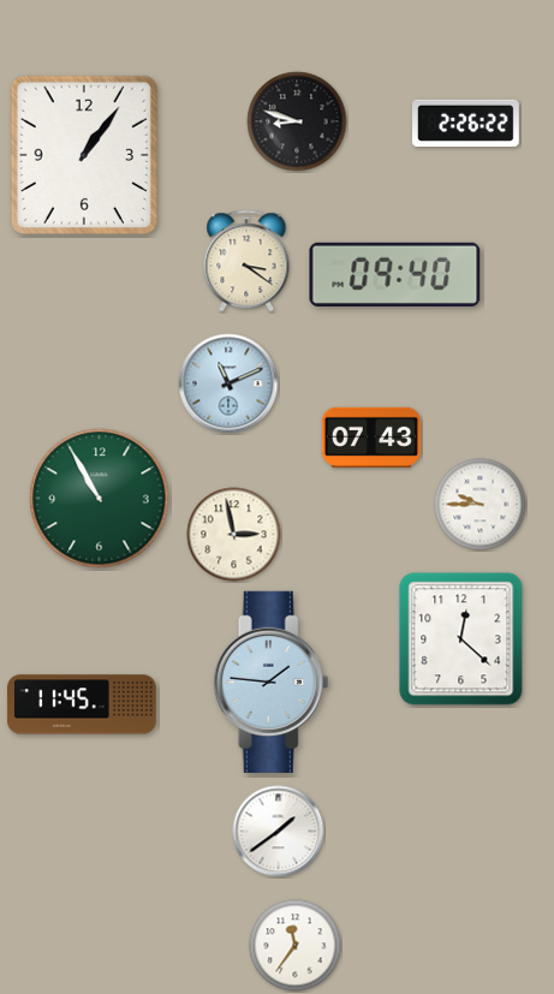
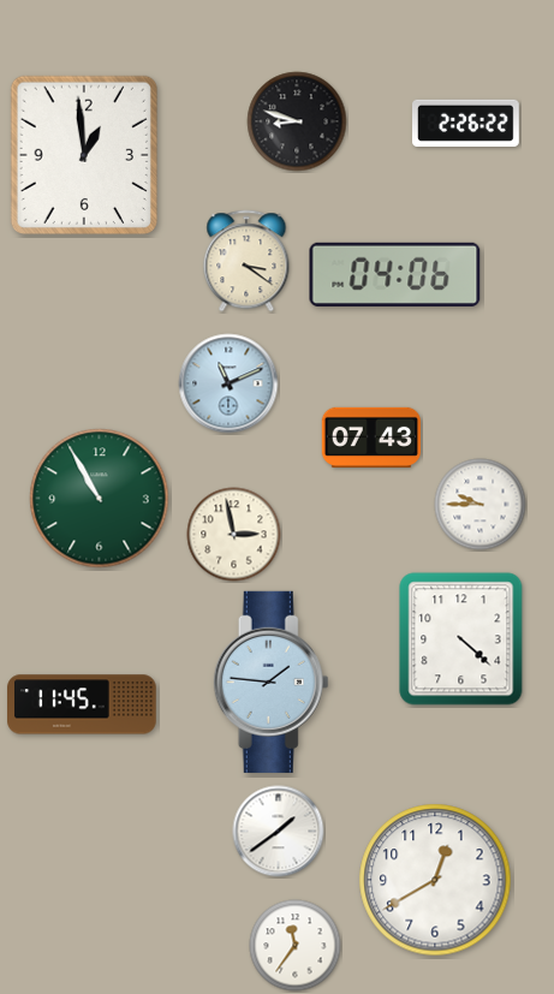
clock at (83, 154): 1:06 -> 12:59
clock at (395, 274): 09:40 -> 04:06
clock at (461, 639): 12:22 -> 4:22
clock at (435, 880): none -> 12:40
